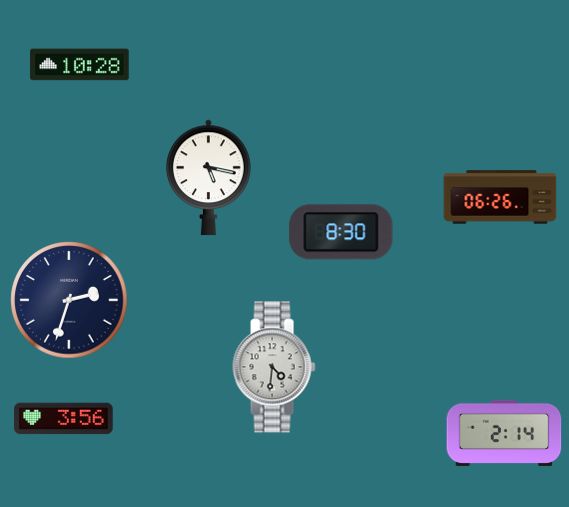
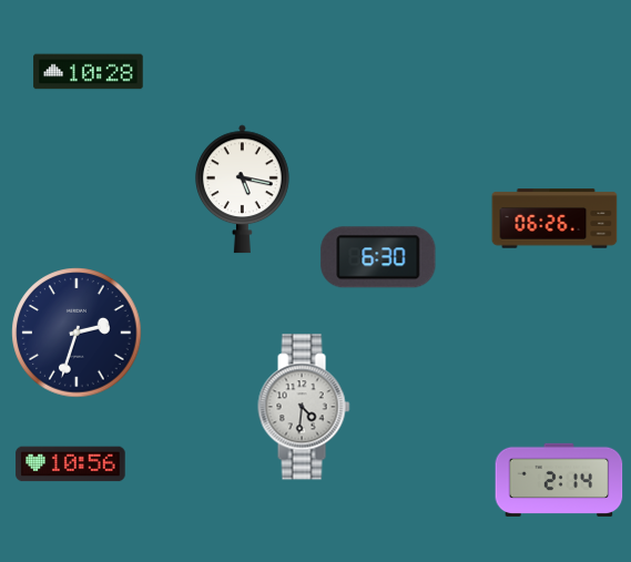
clock at (208, 178) position: (208, 178) -> (242, 190)
clock at (341, 232): 8:30 -> 6:30
clock at (64, 419): 3:56 -> 10:56
